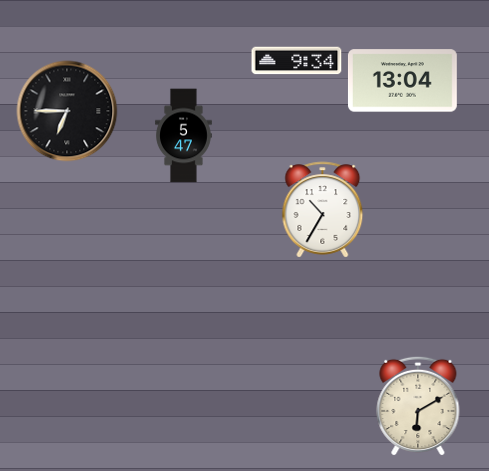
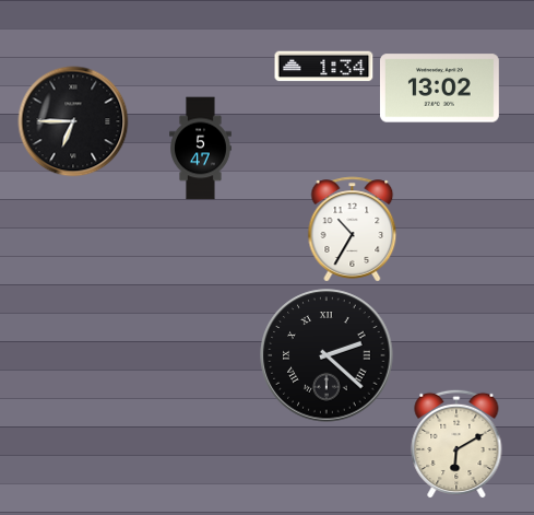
clock at (297, 61): 9:34 -> 1:34
clock at (402, 81): 13:04 -> 13:02
clock at (327, 355): none -> 2:22
